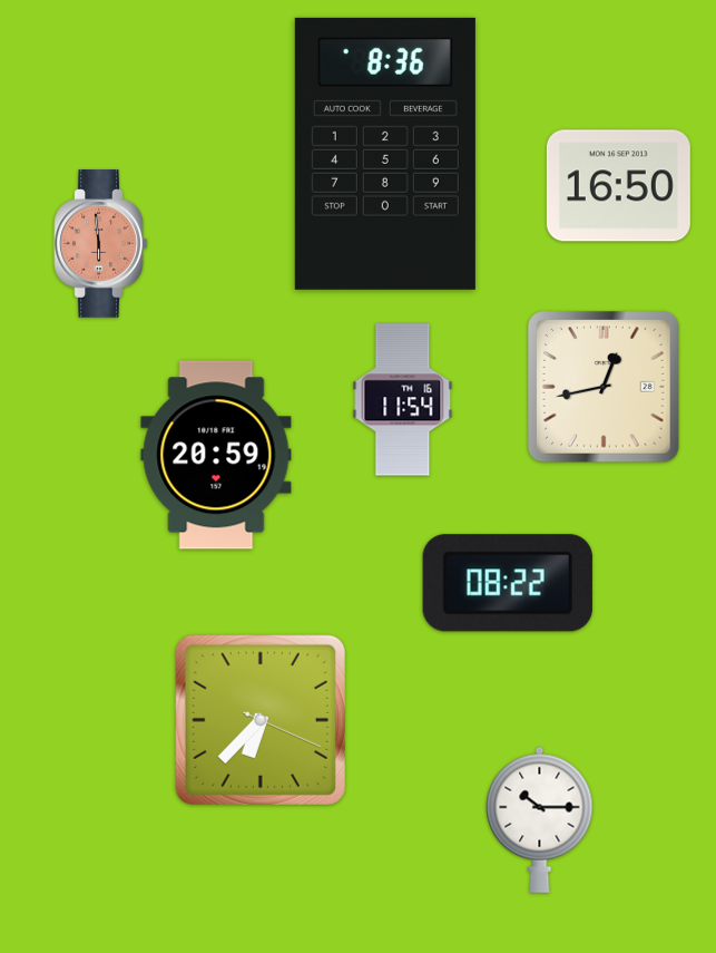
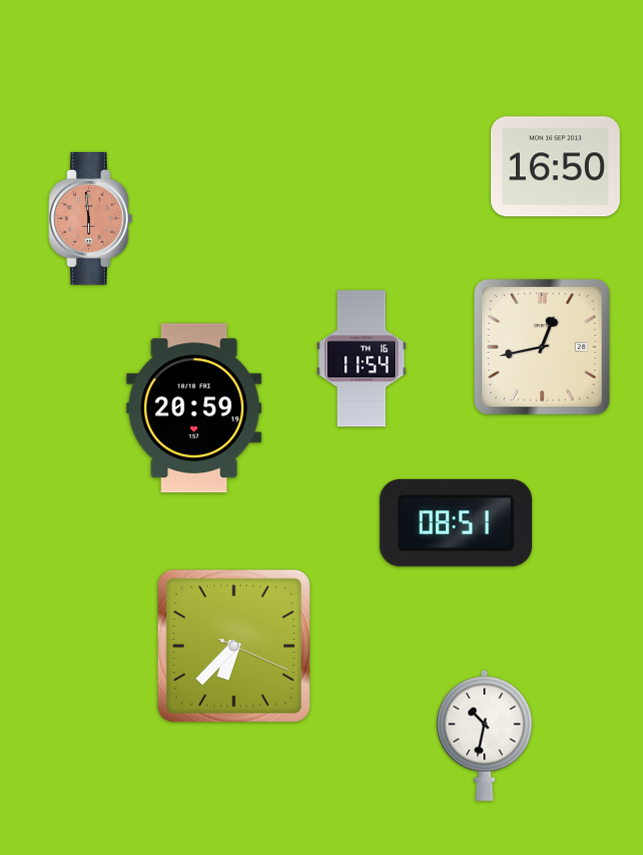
clock at (385, 154): 8:36 -> none
clock at (508, 583): 08:22 -> 08:51
clock at (540, 819): 10:15 -> 10:32
